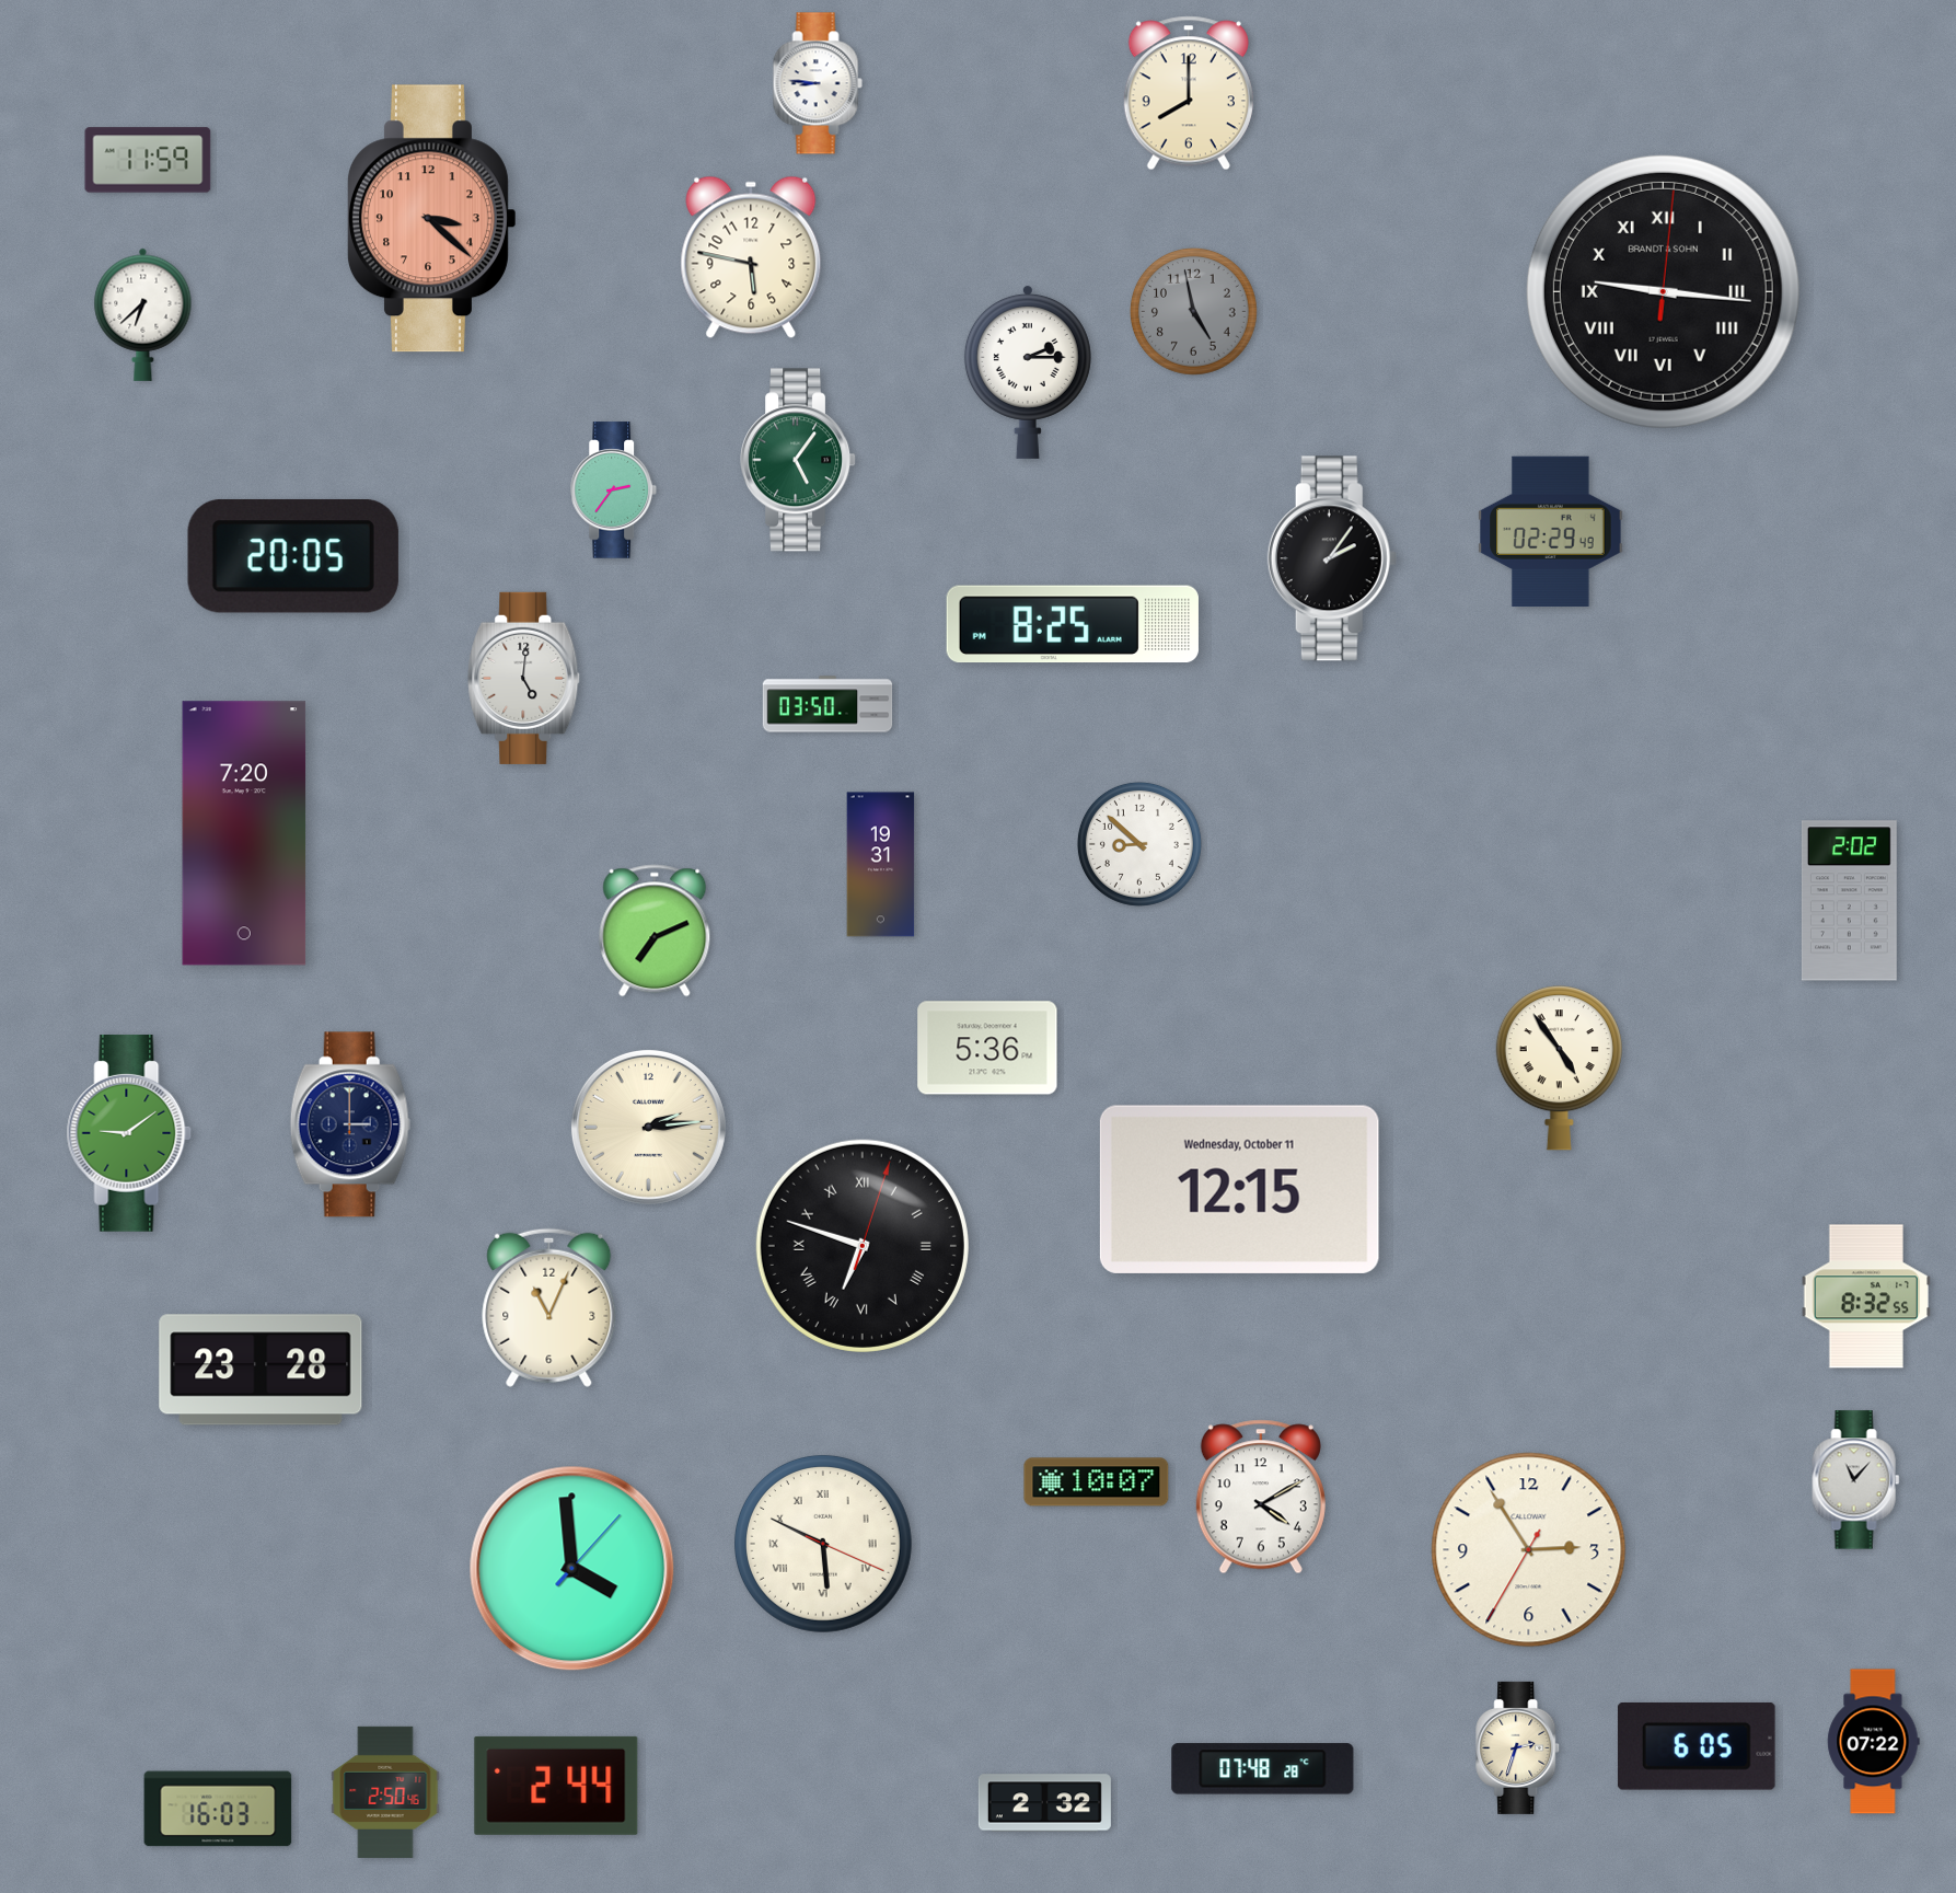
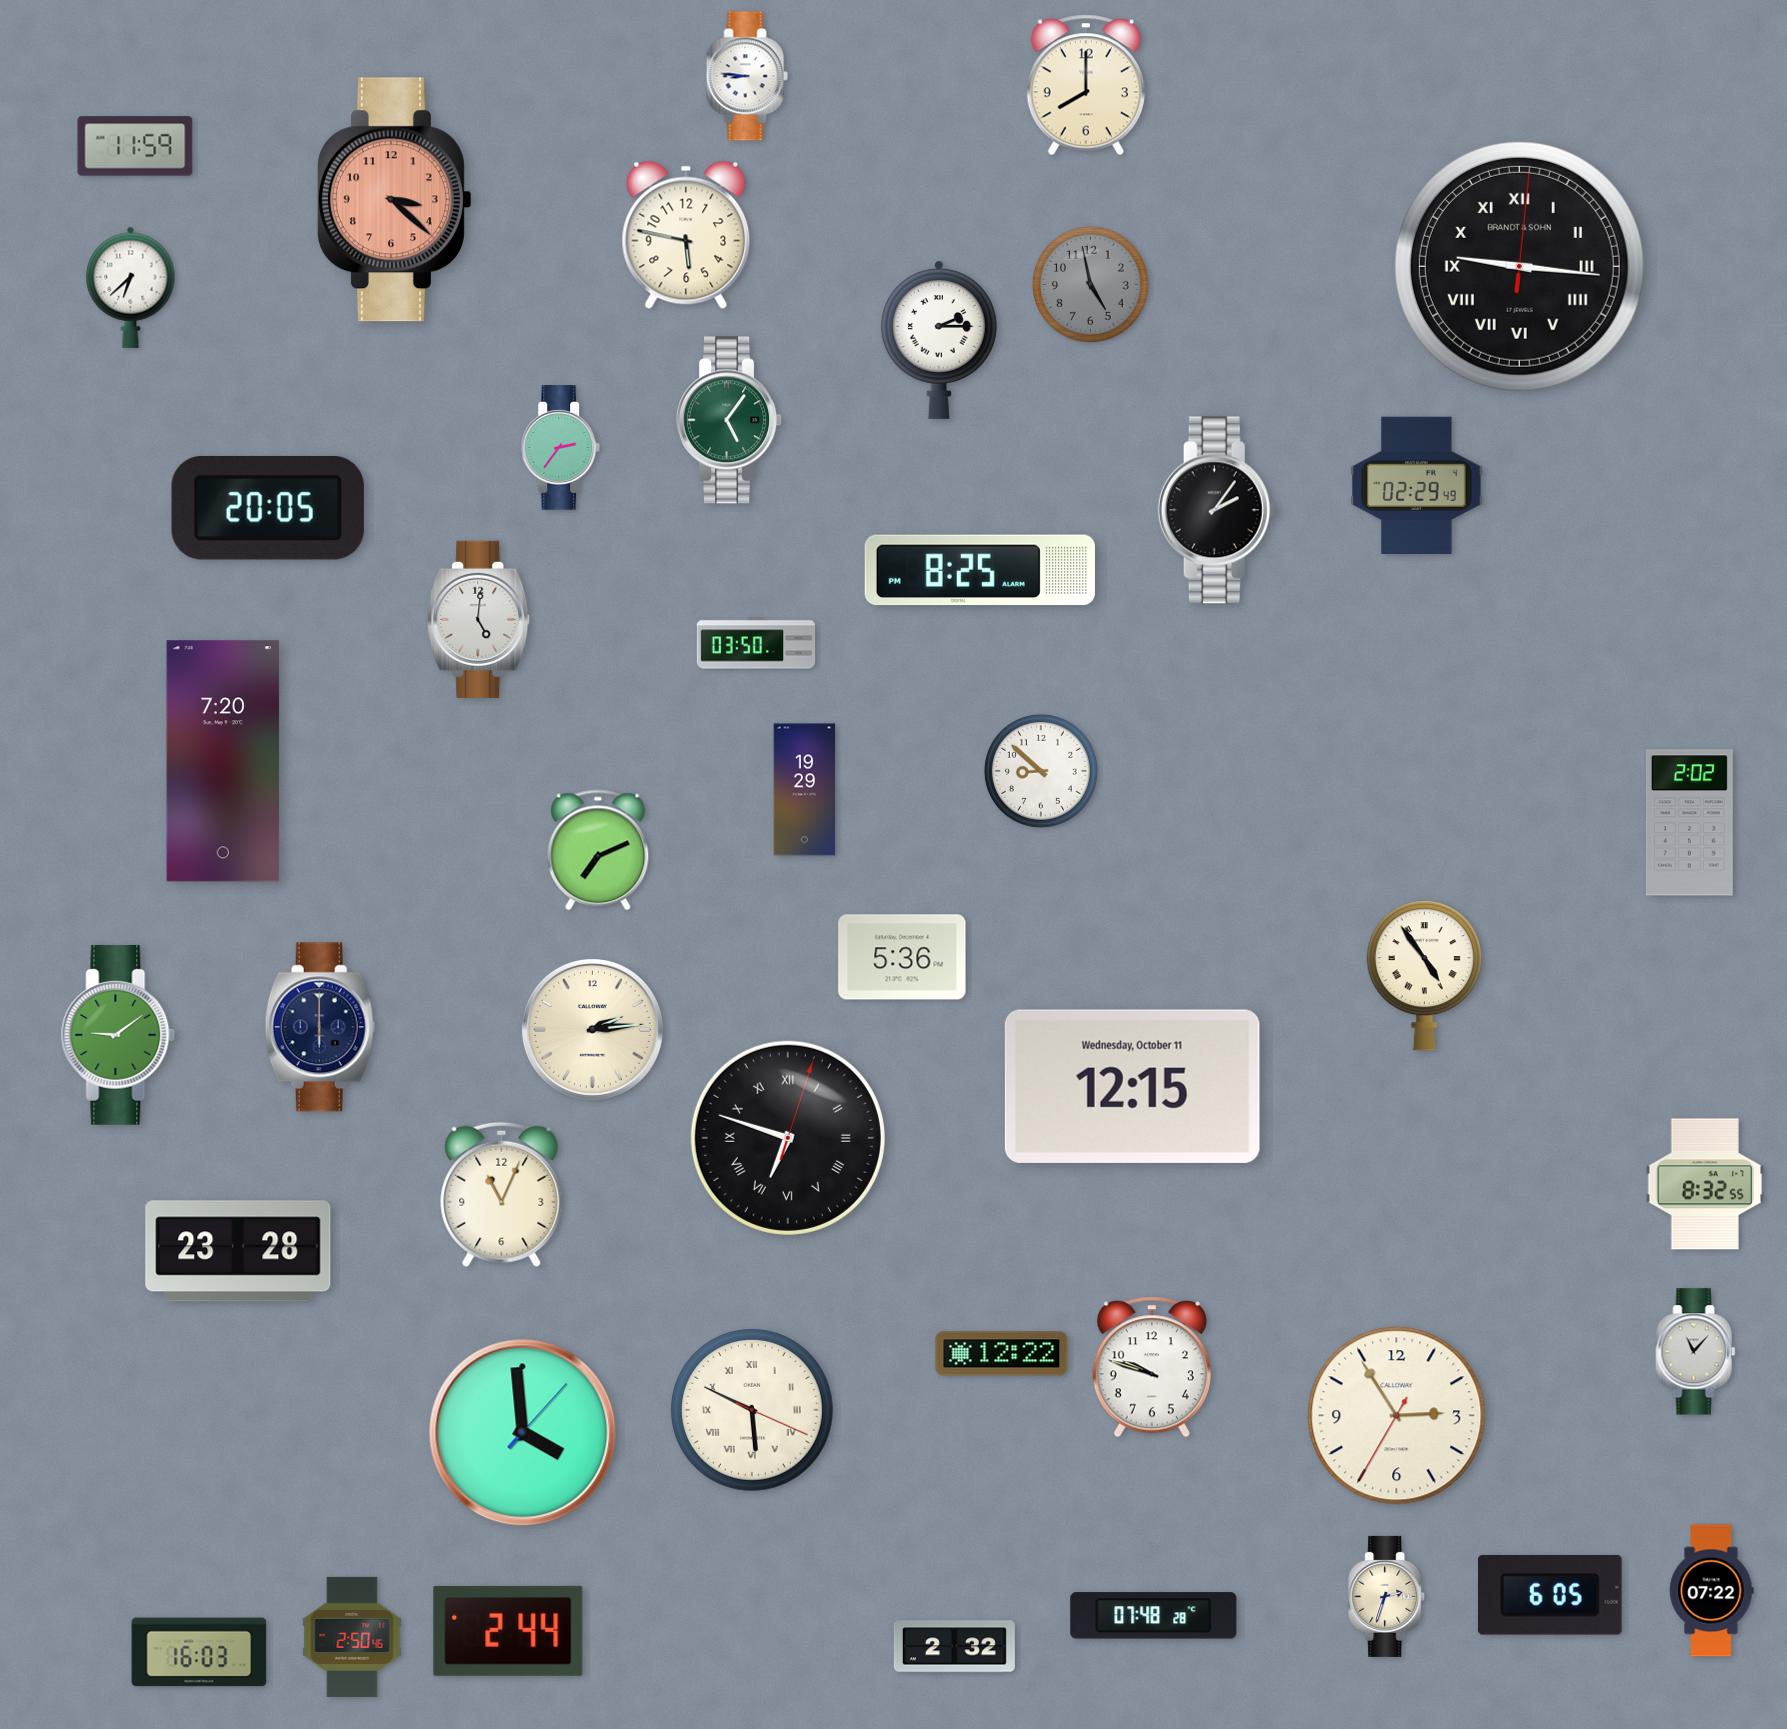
clock at (881, 865): 19:31 -> 19:29
clock at (350, 1124): 3:00 -> 6:00
clock at (1097, 1482): 10:07 -> 12:22
clock at (1261, 1497): 4:10 -> 9:48
